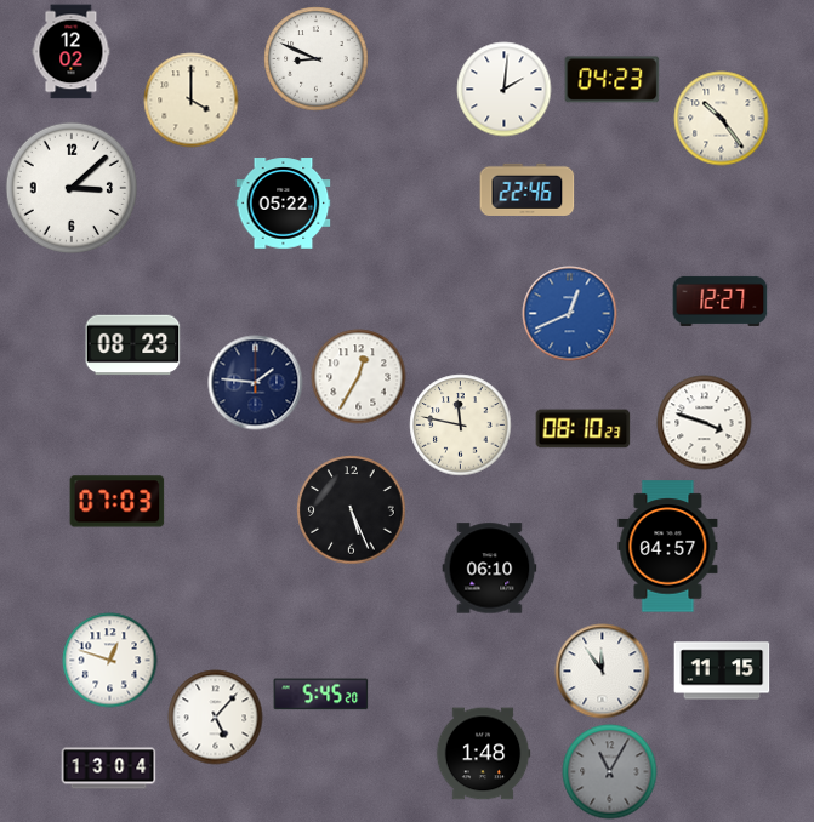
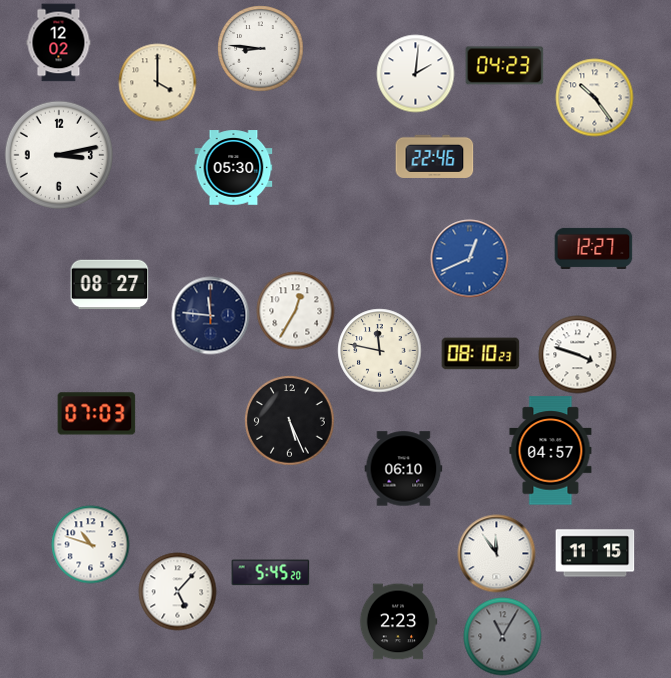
clock at (315, 58): 8:49 -> 8:46
clock at (70, 187): 3:08 -> 3:13
clock at (283, 204): 05:22 -> 05:30
clock at (132, 346): 08:23 -> 08:27
clock at (255, 382): 1:46 -> 11:46
clock at (704, 422) position: (704, 422) -> (577, 354)
clock at (109, 660): 12:48 -> 10:48
clock at (320, 695) position: (320, 695) -> (270, 573)
clock at (483, 754): 1:48 -> 2:23
clock at (108, 769): 13:04 -> none
